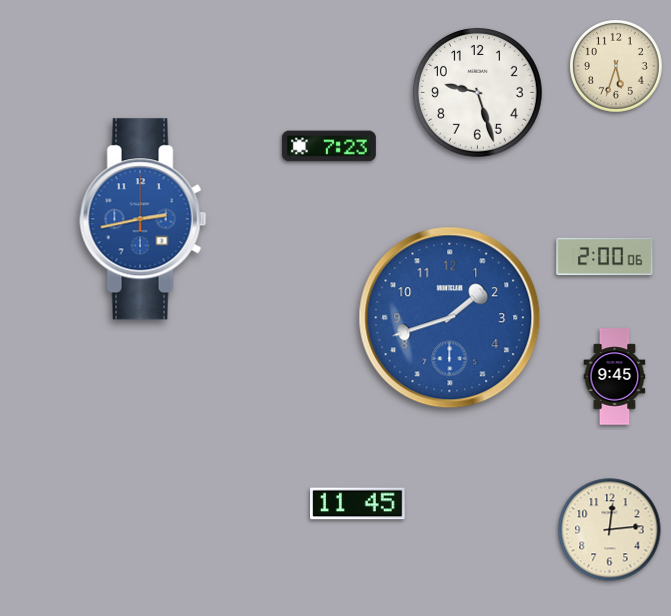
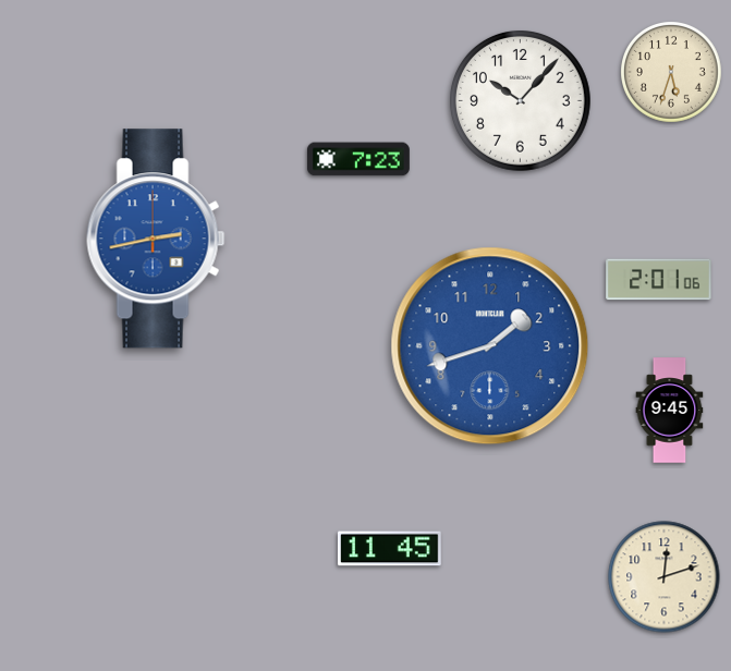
clock at (477, 92): 9:27 -> 10:07
clock at (605, 257): 2:00 -> 2:01
clock at (610, 530): 12:14 -> 12:12
